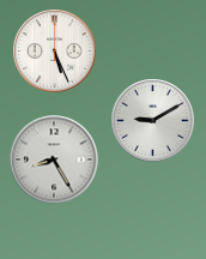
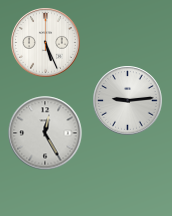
clock at (153, 121): 9:10 -> 9:14
clock at (54, 159): 8:25 -> 12:25
